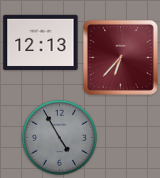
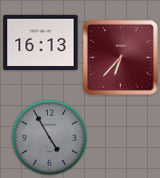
clock at (41, 42): 12:13 -> 16:13
clock at (59, 137) position: (59, 137) -> (49, 137)
